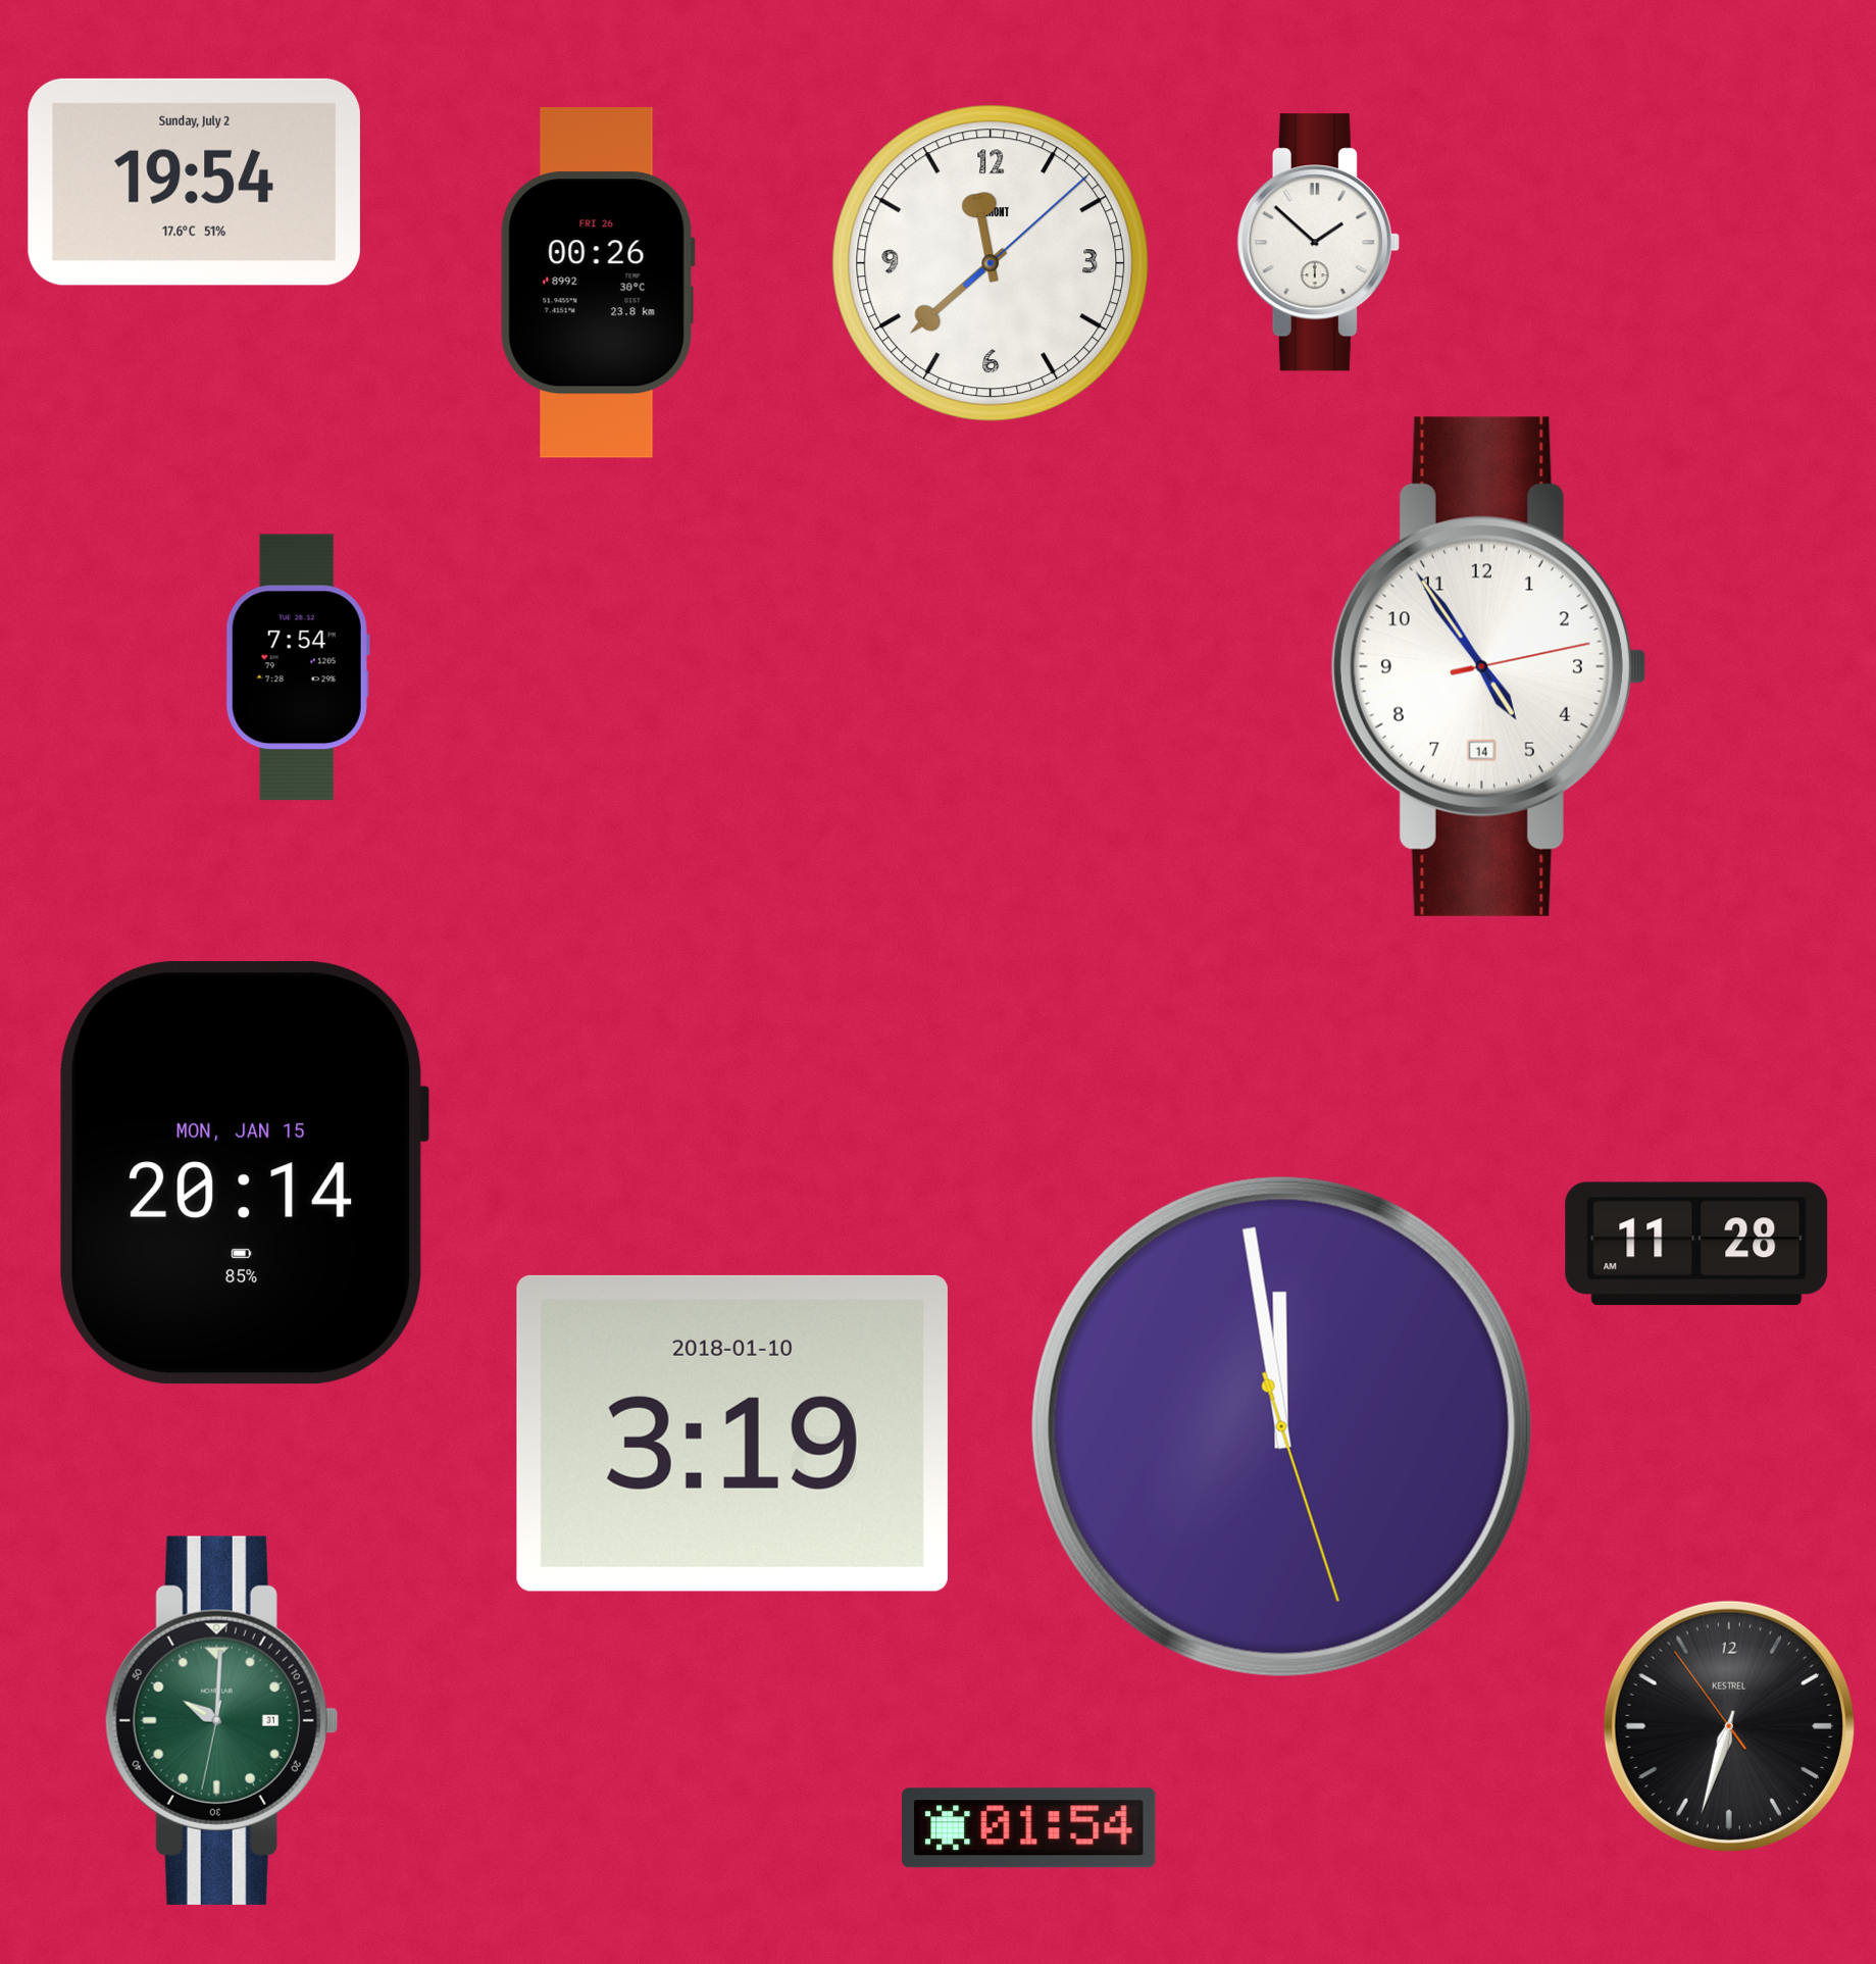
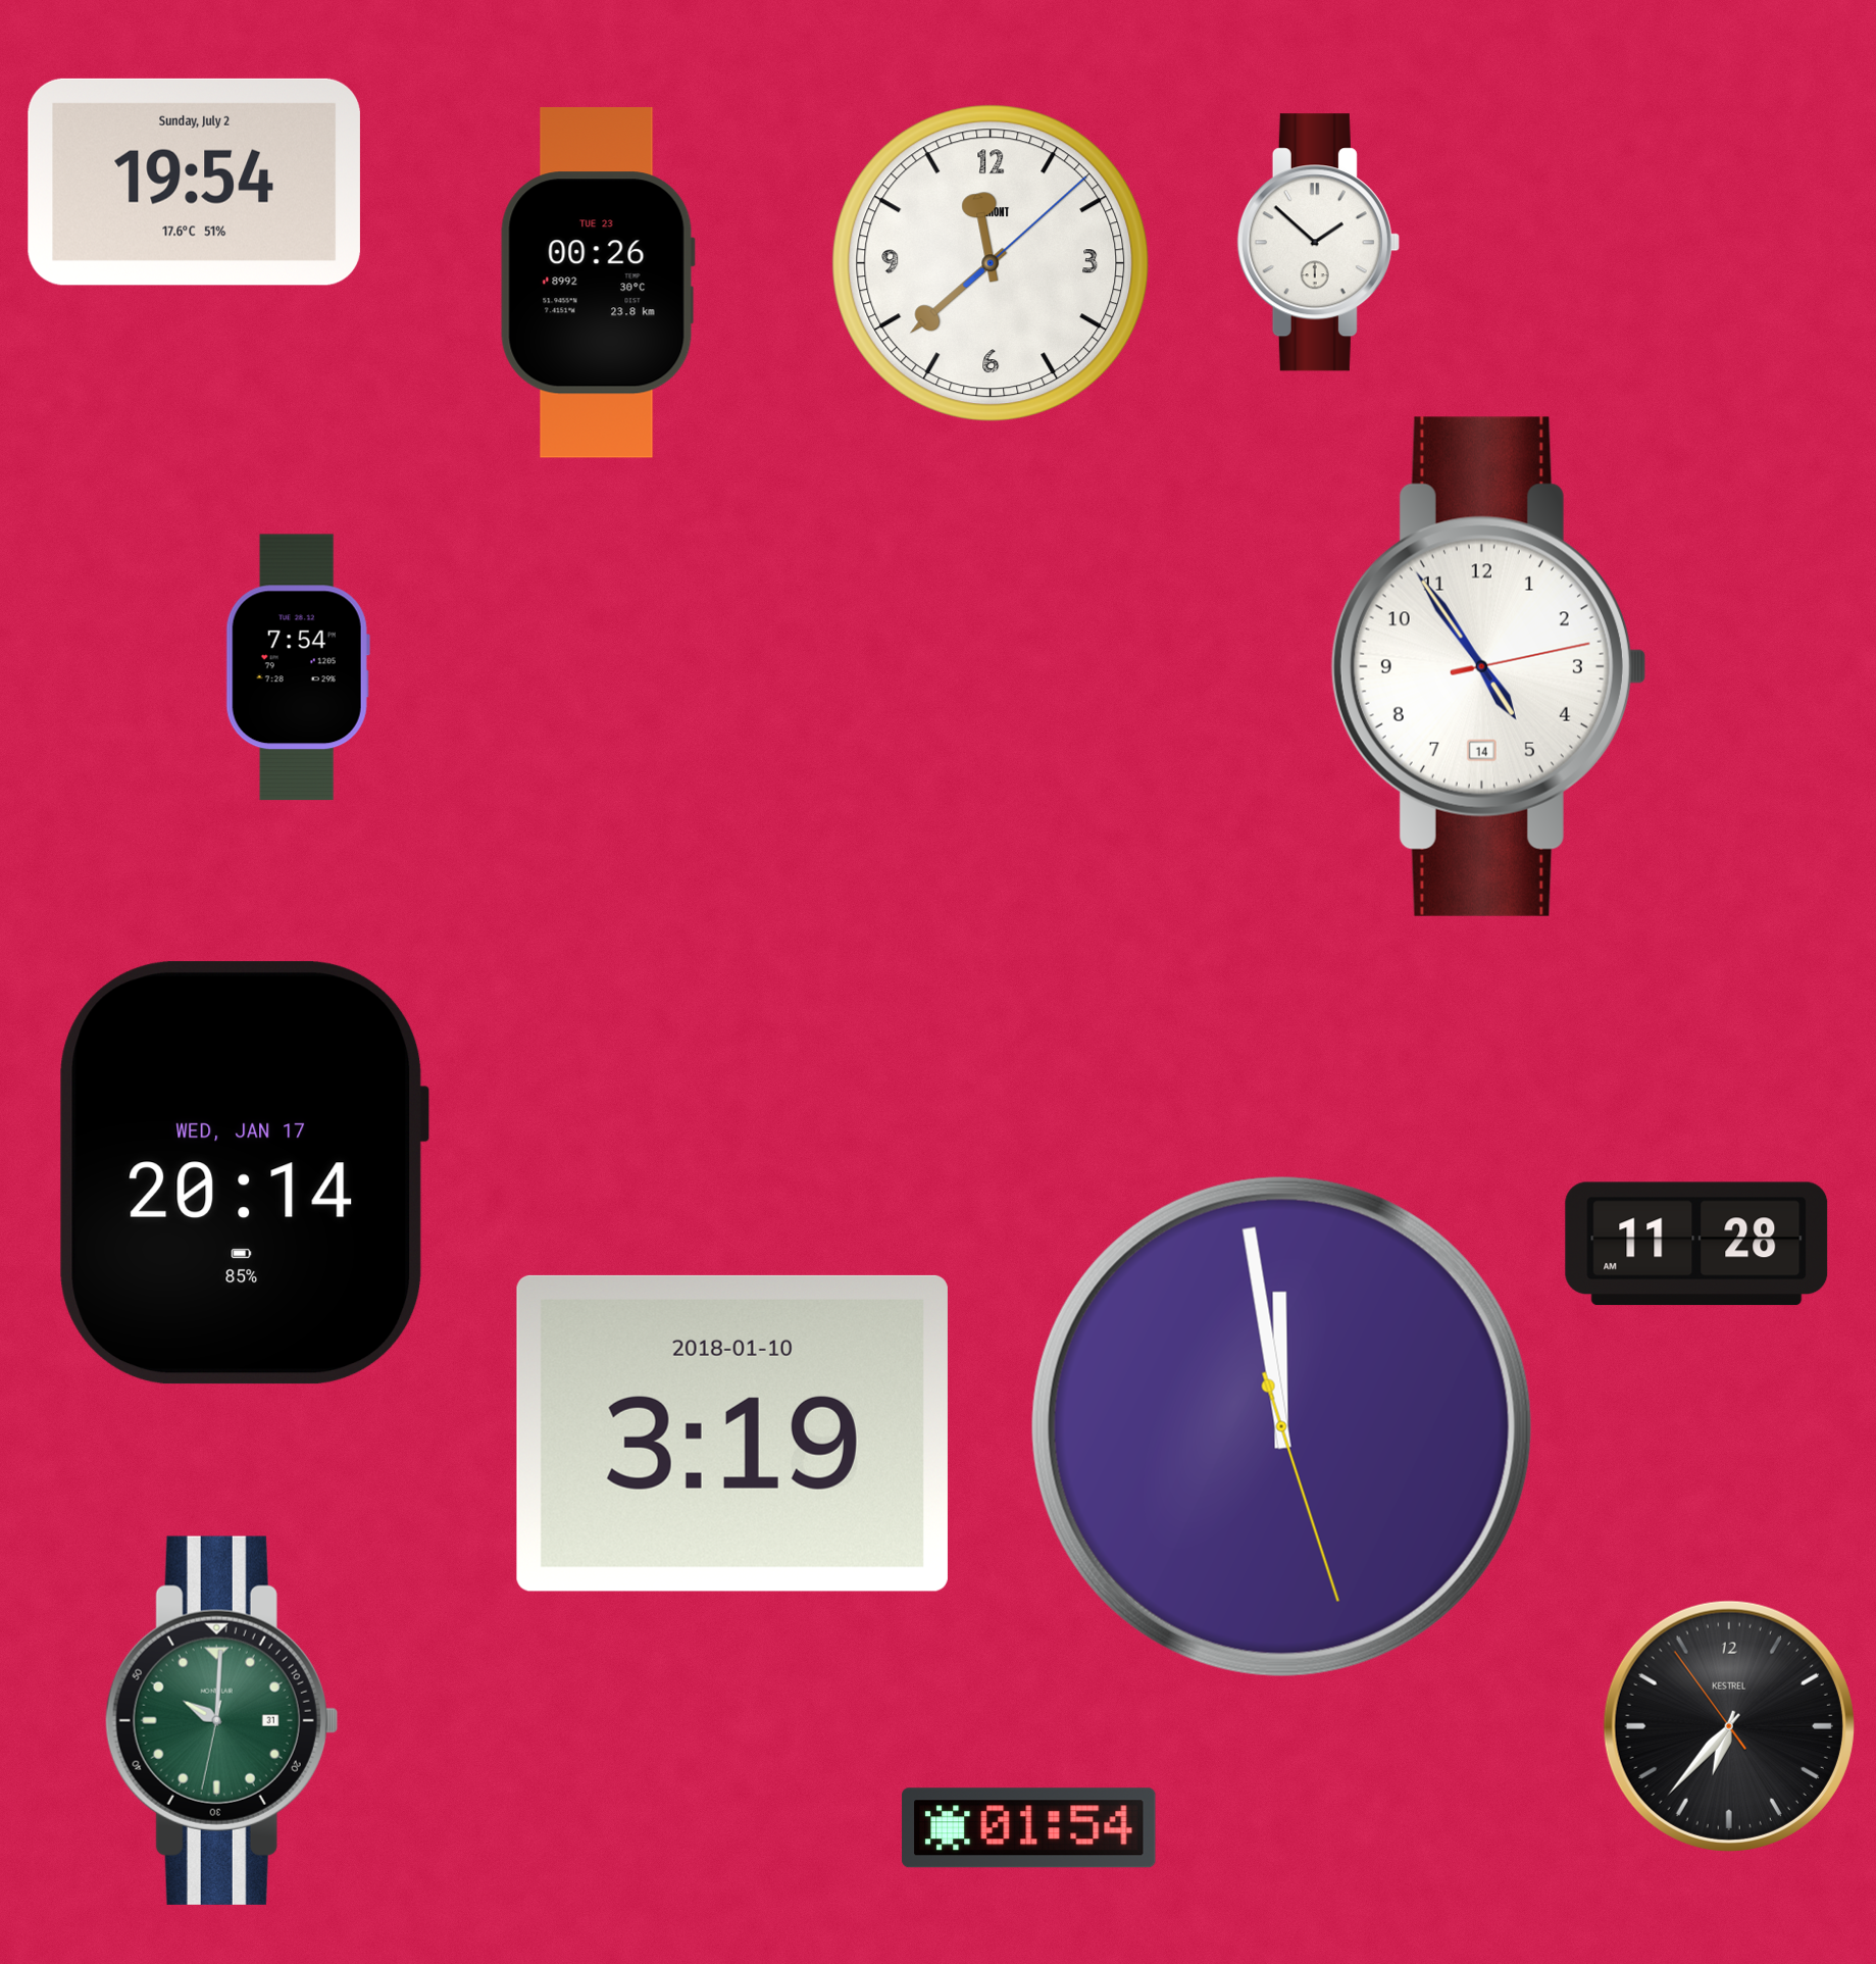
clock at (598, 284) date: FRI 26 -> TUE 23
clock at (244, 1173) date: MON, JAN 15 -> WED, JAN 17
clock at (1729, 1726): 6:32 -> 6:36
